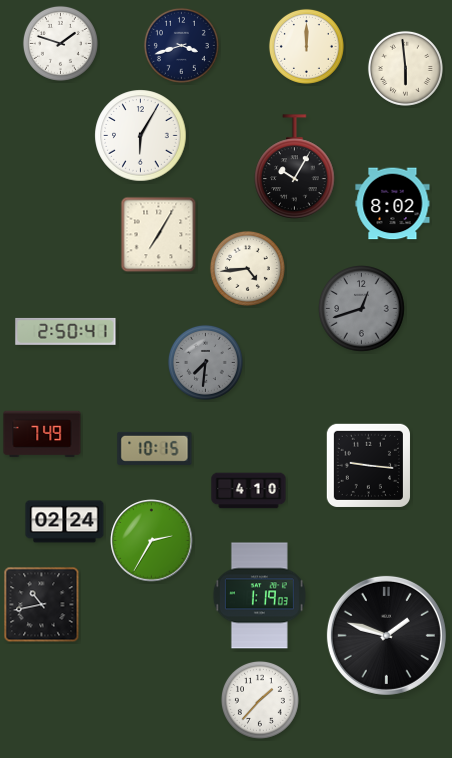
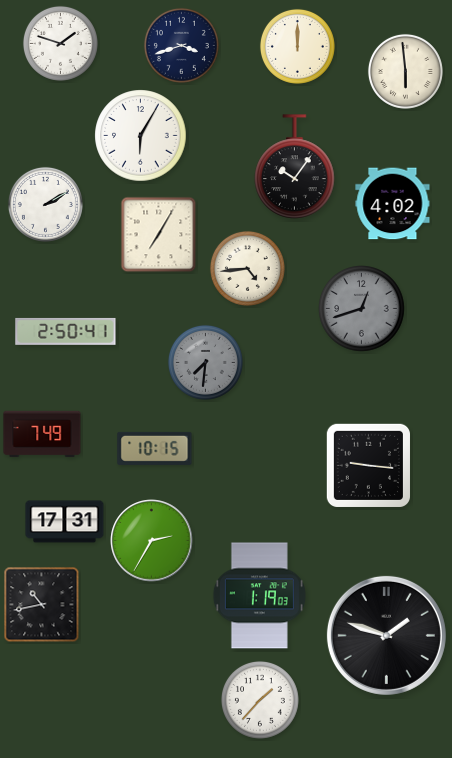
clock at (306, 46) position: (306, 46) -> (297, 46)
clock at (405, 68) position: (405, 68) -> (405, 71)
clock at (295, 167): 10:05 -> 10:06
clock at (45, 204): none -> 2:10
clock at (393, 204): 8:02 -> 4:02
clock at (249, 491): 4:10 -> none
clock at (65, 522): 02:24 -> 17:31
